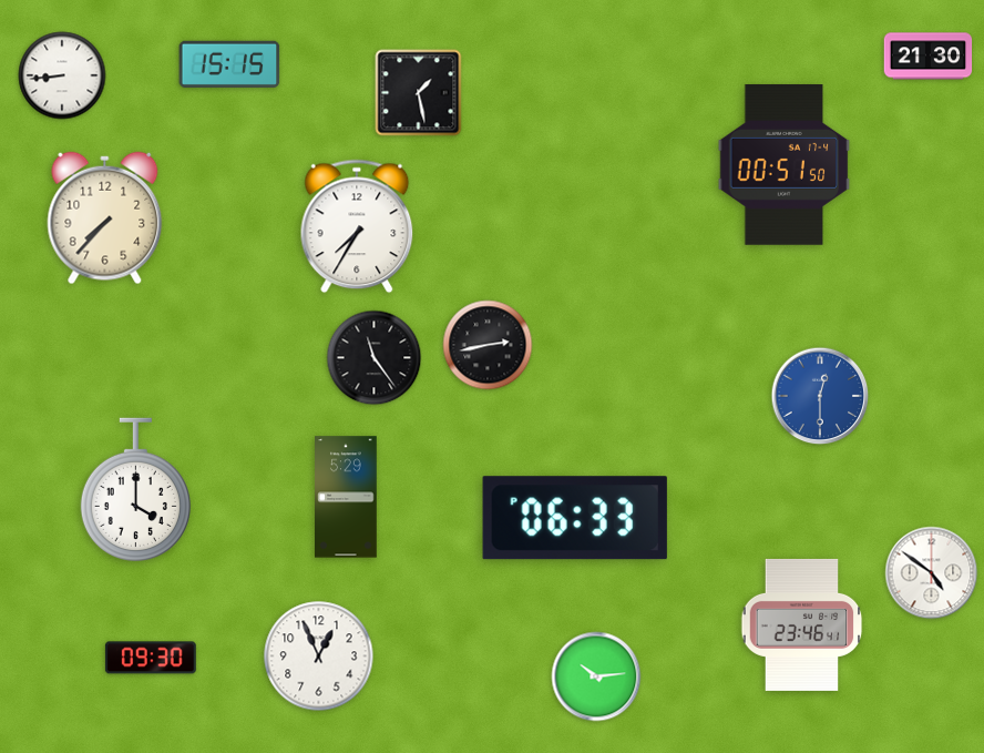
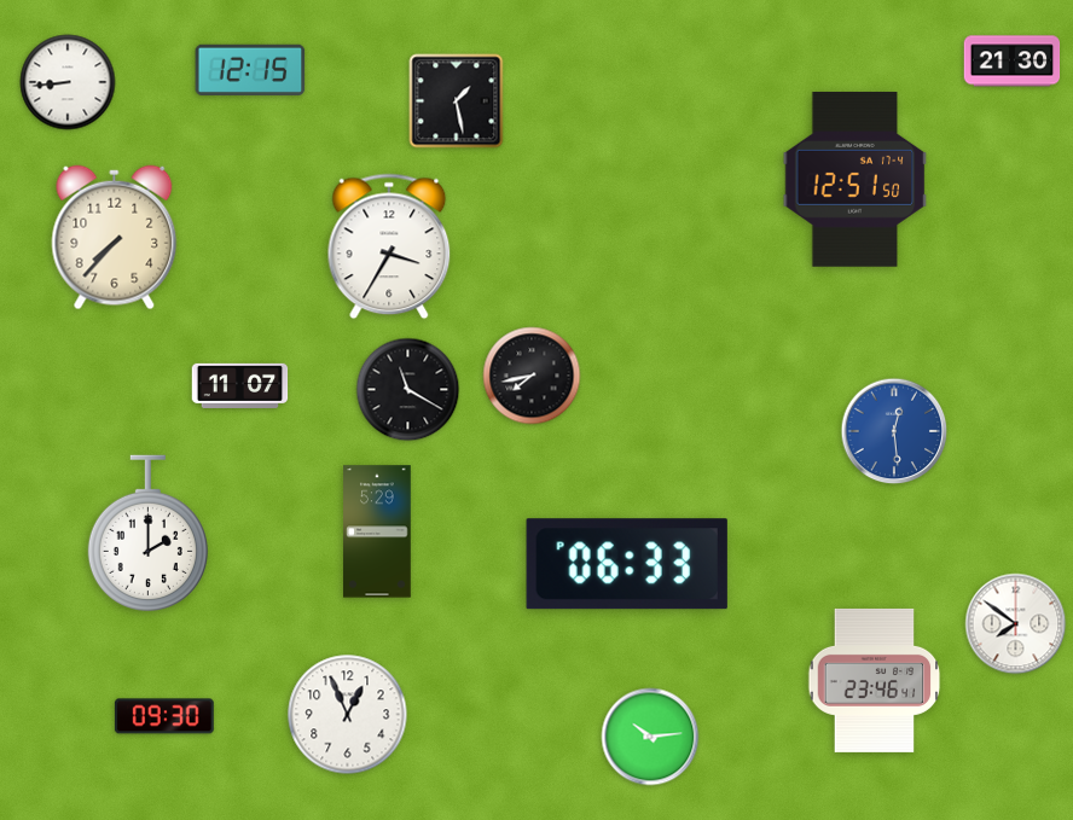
clock at (229, 64): 15:15 -> 12:15
clock at (785, 164): 00:51 -> 12:51
clock at (357, 226): 7:35 -> 3:35
clock at (488, 345): 2:43 -> 7:43
clock at (240, 385): none -> 11:07
clock at (375, 358): 11:24 -> 11:20
clock at (820, 396): 12:30 -> 12:29
clock at (135, 489): 4:00 -> 2:00
clock at (346, 497) position: (346, 497) -> (377, 531)
clock at (932, 573): 4:51 -> 7:51
